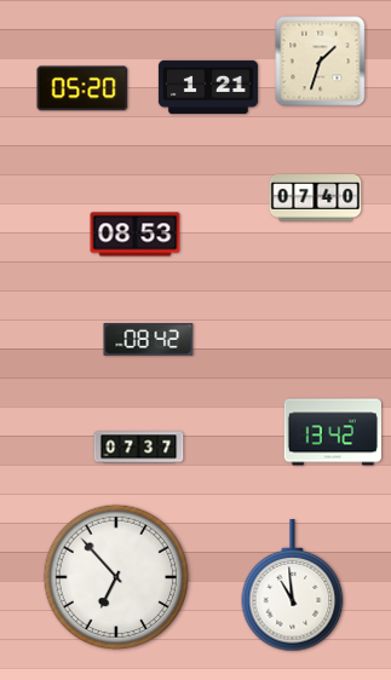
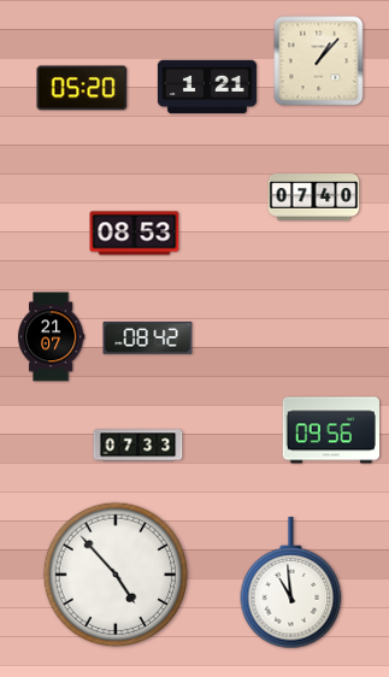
clock at (321, 62): 1:33 -> 1:07
clock at (51, 337): none -> 21:07
clock at (332, 432): 13:42 -> 09:56
clock at (139, 448): 07:37 -> 07:33
clock at (116, 577): 6:53 -> 4:53
